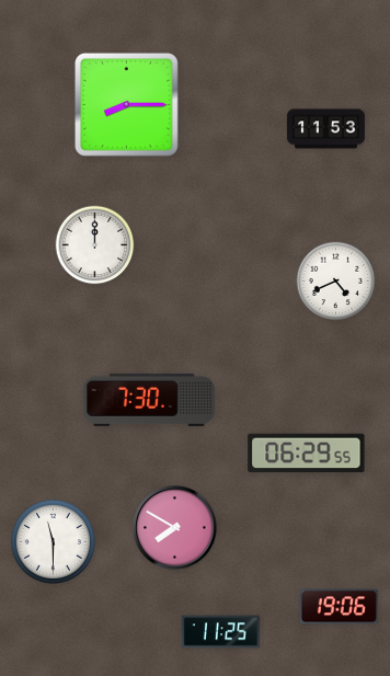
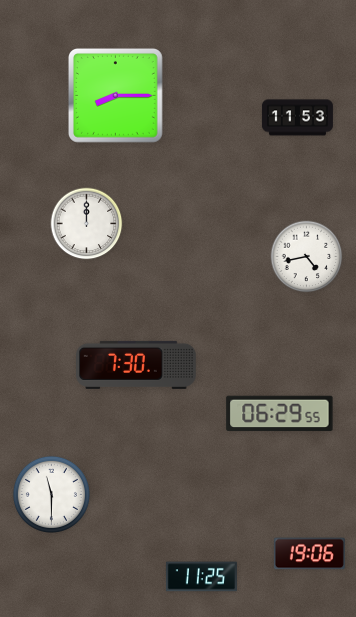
clock at (336, 282): 4:41 -> 4:43
clock at (175, 528): 7:50 -> none
clock at (53, 541) position: (53, 541) -> (51, 494)
